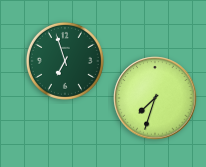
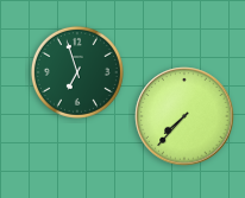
clock at (155, 98): 7:33 -> 7:37
